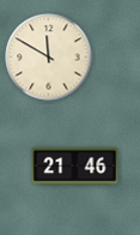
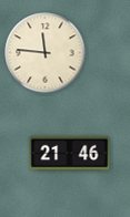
clock at (49, 58): 11:50 -> 11:46
